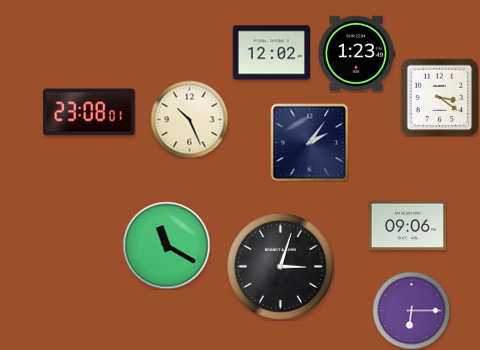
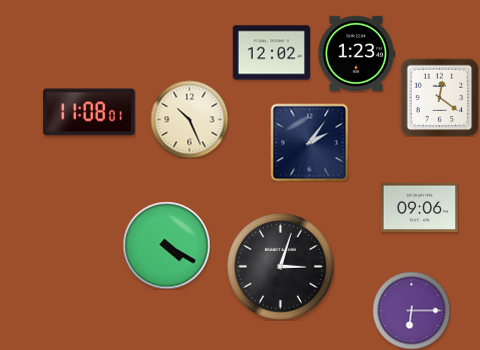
clock at (439, 97): 3:21 -> 12:21
clock at (89, 112): 23:08 -> 11:08
clock at (407, 226) position: (407, 226) -> (419, 208)
clock at (166, 245): 11:20 -> 4:20
